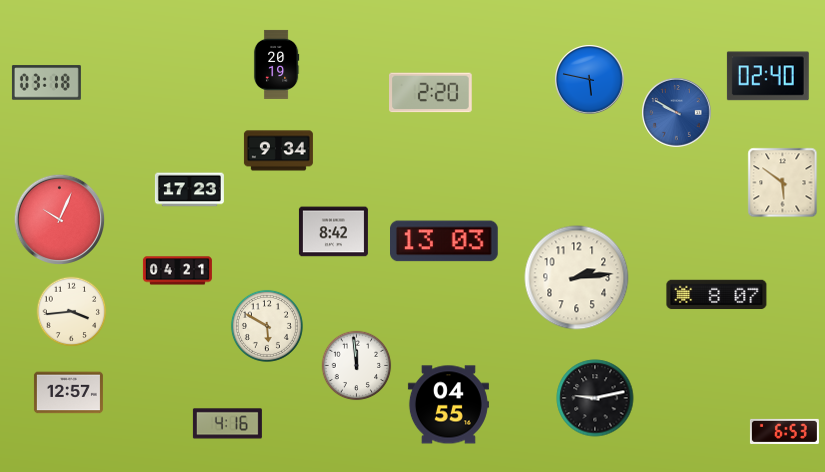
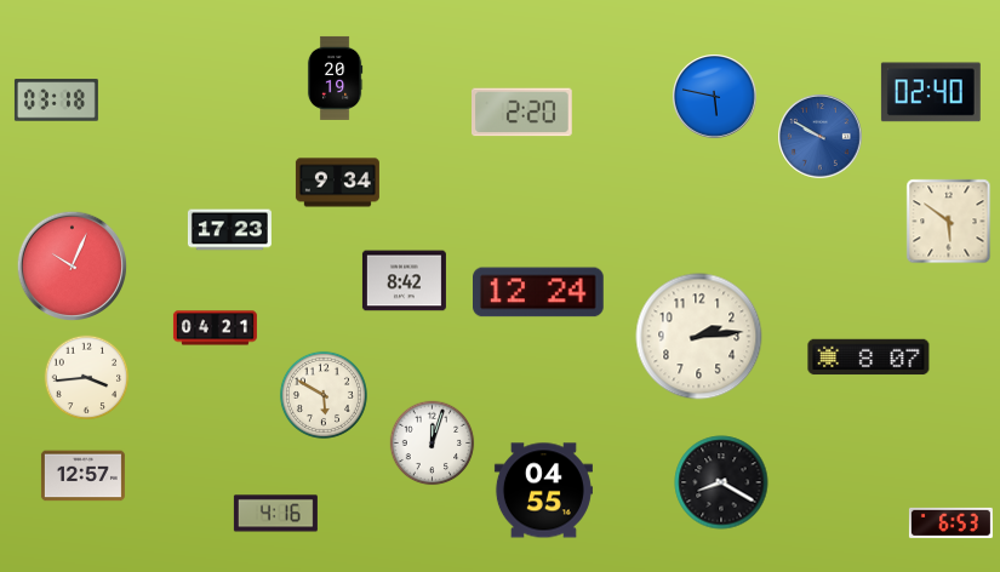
clock at (445, 241): 13:03 -> 12:24
clock at (357, 366): 11:59 -> 12:03
clock at (595, 398): 9:13 -> 8:20
